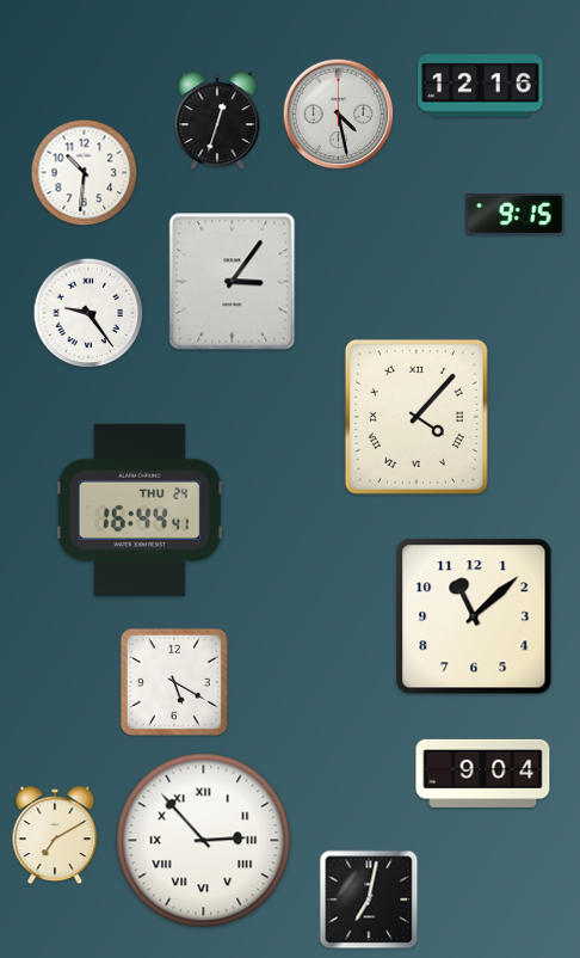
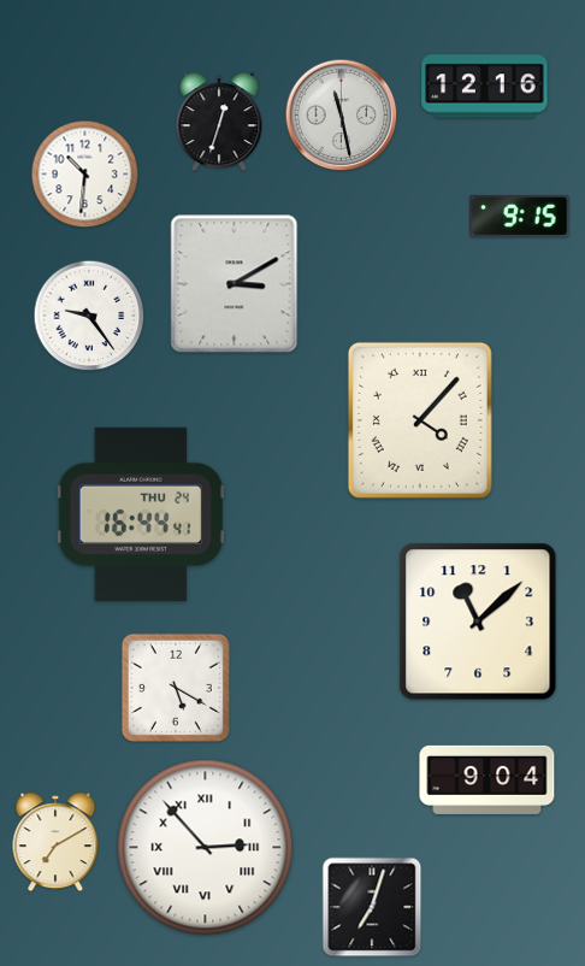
clock at (339, 115): 4:28 -> 11:28
clock at (233, 282): 3:06 -> 3:10
clock at (369, 899): 7:02 -> 7:03
